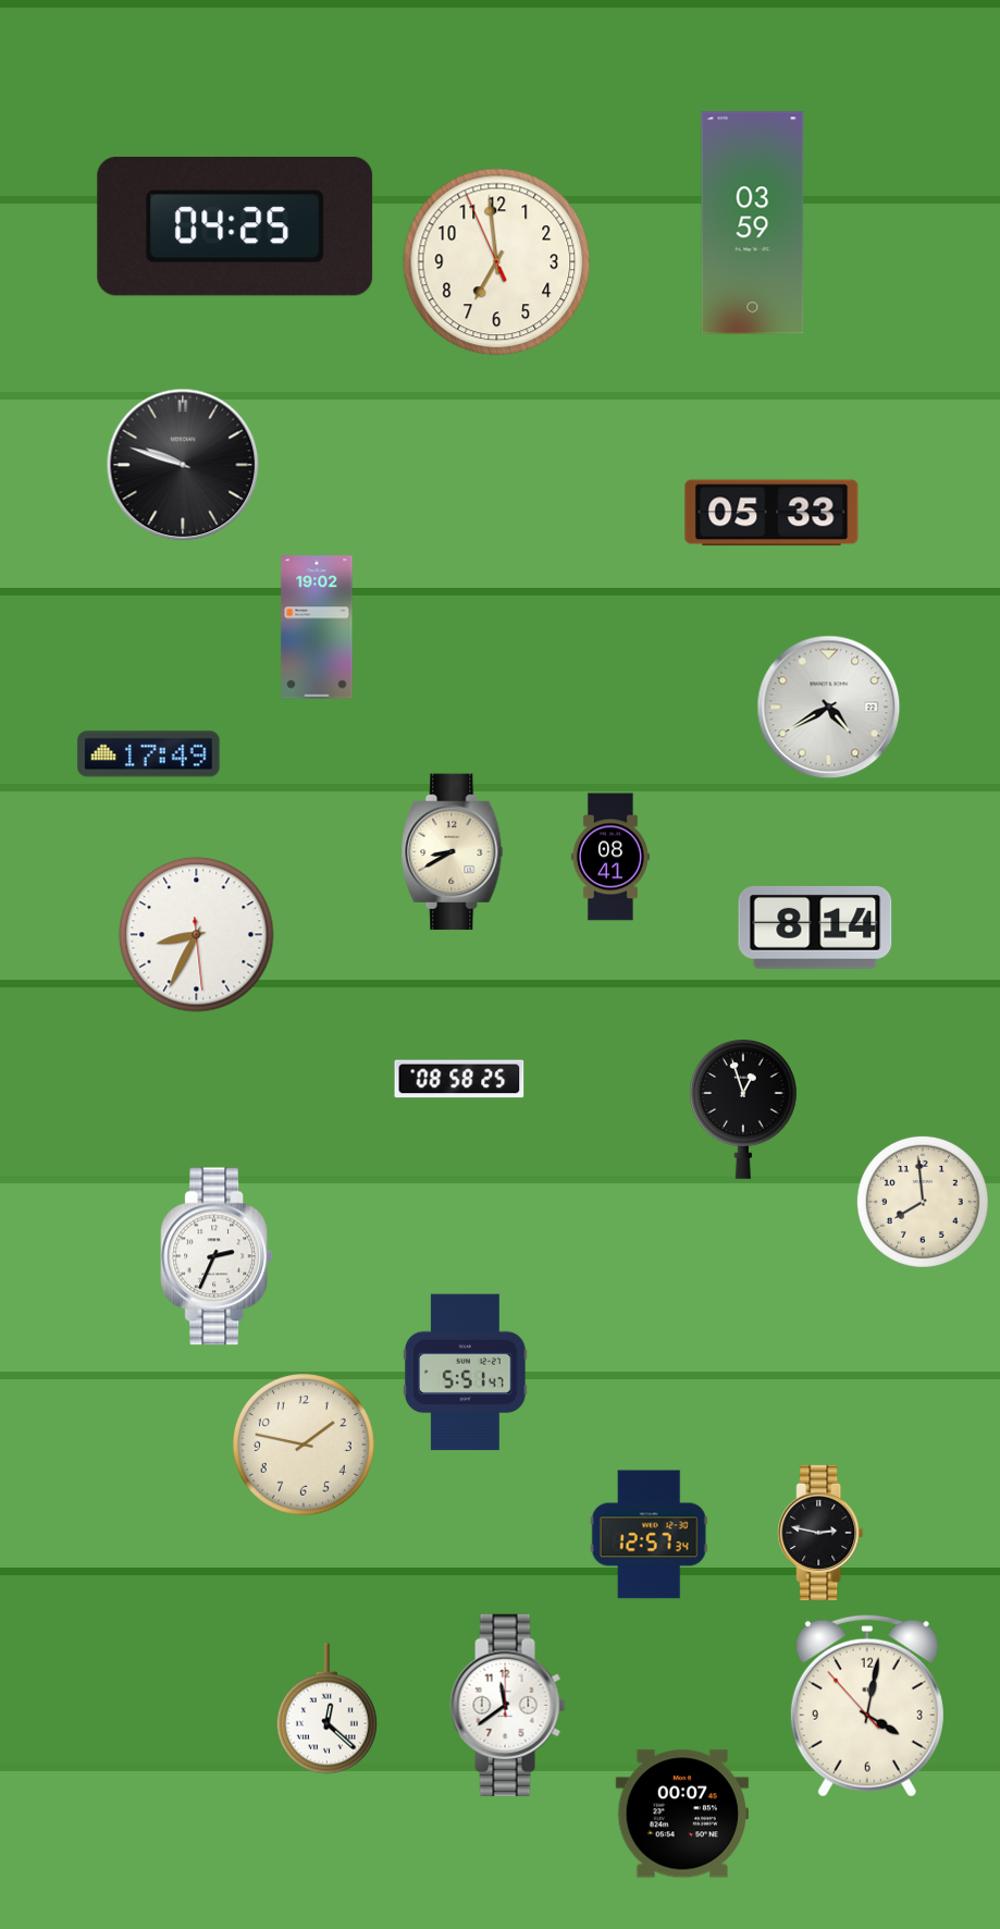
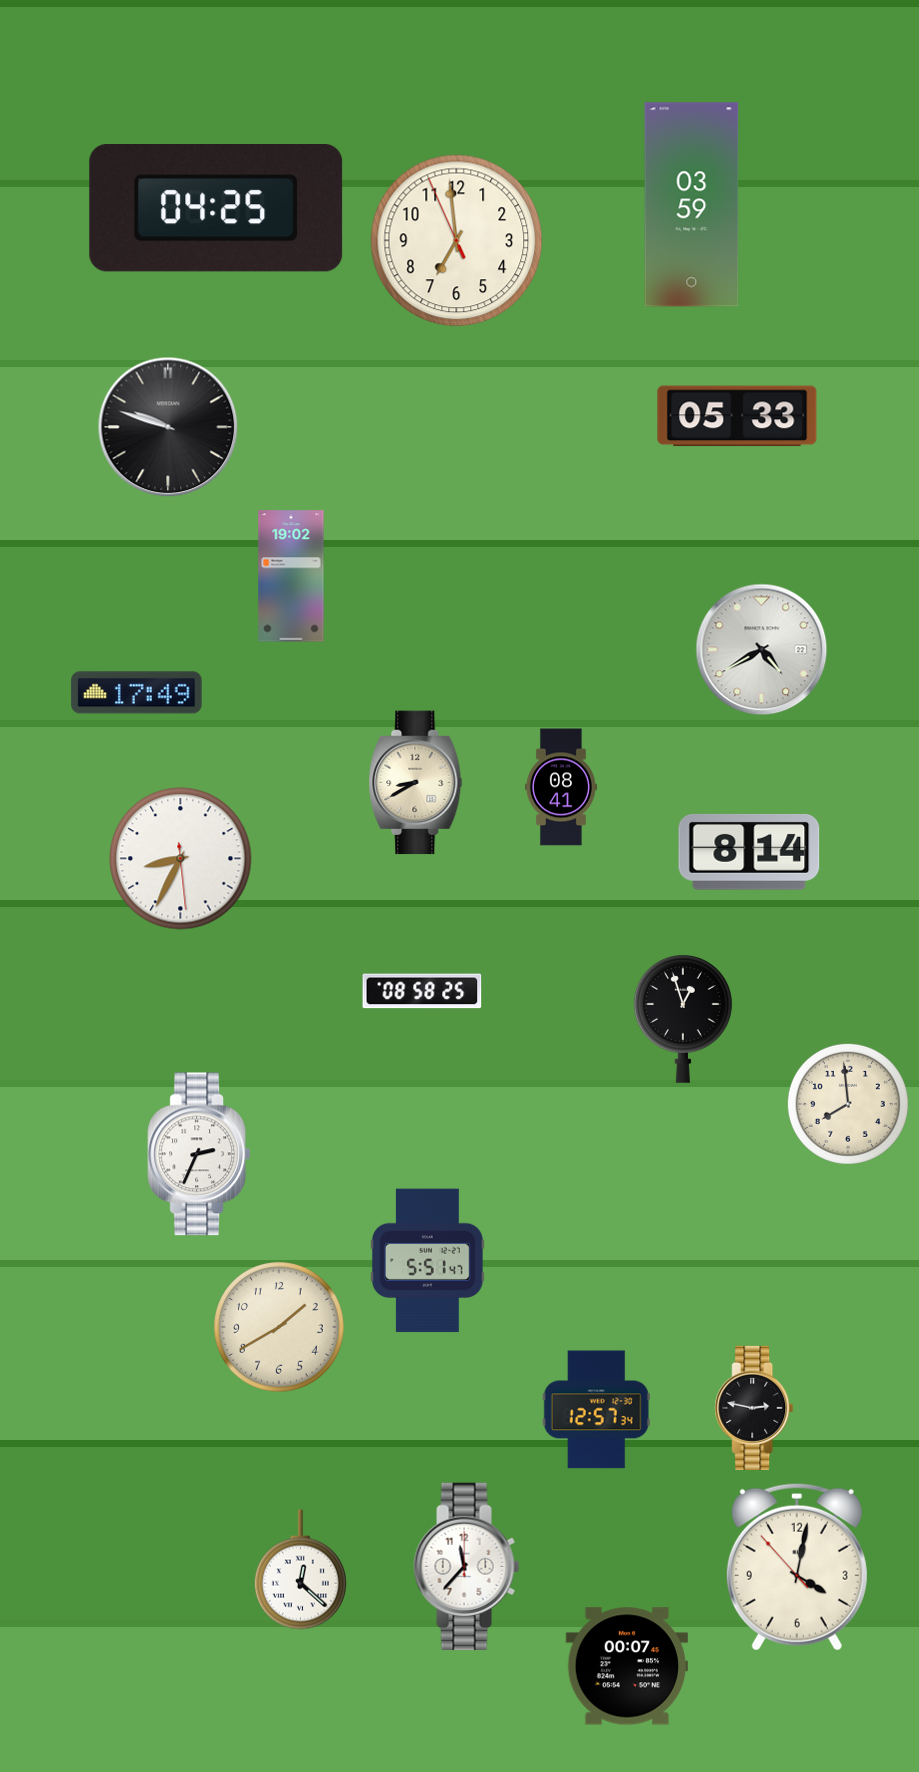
clock at (771, 513) position: (771, 513) -> (737, 416)
clock at (305, 1446): 1:47 -> 1:40
clock at (508, 1705): 11:39 -> 11:37
